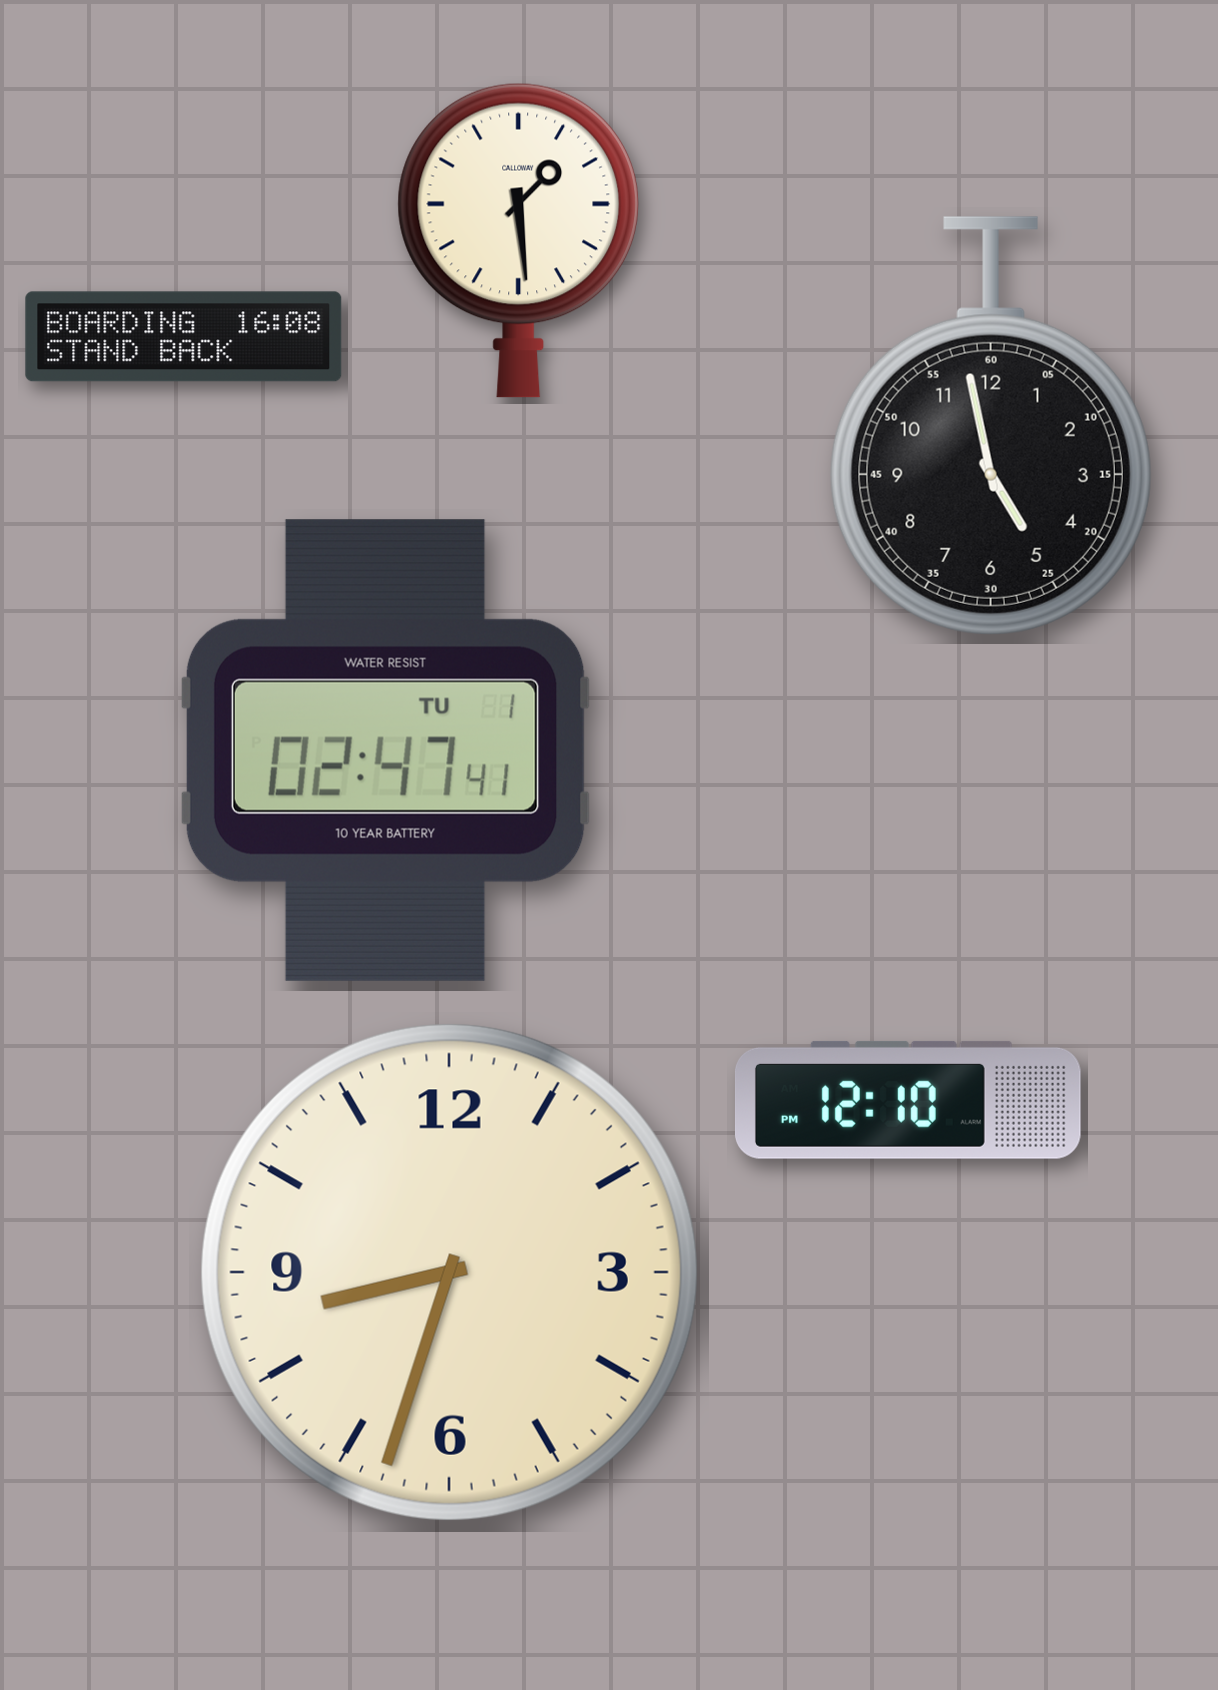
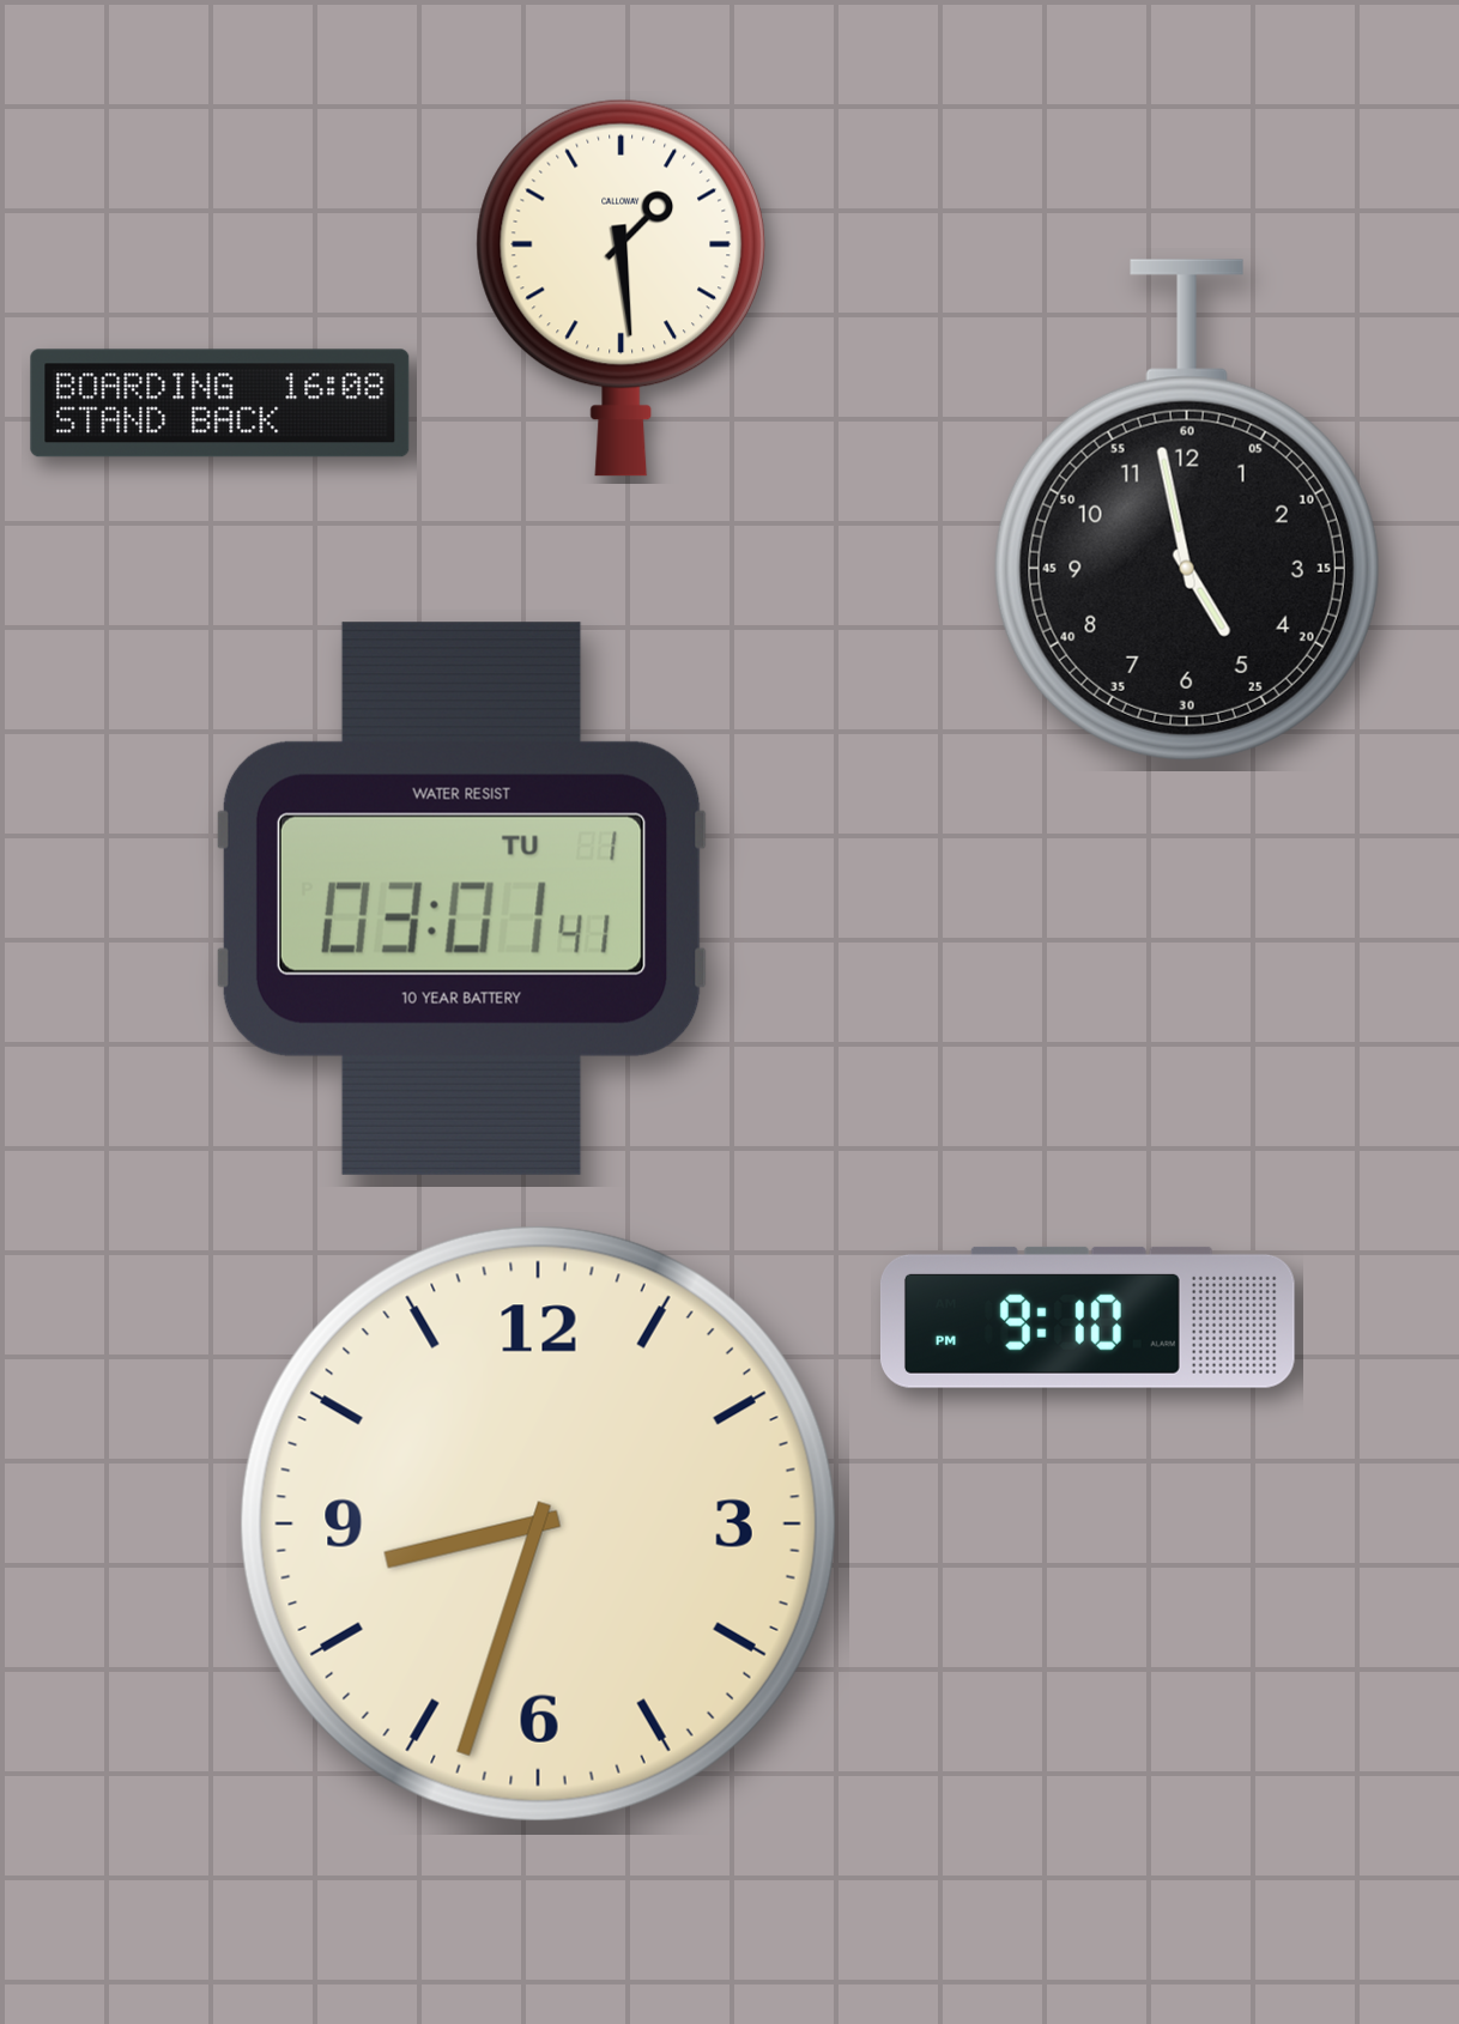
clock at (385, 750): 02:47 -> 03:01
clock at (908, 1100): 12:10 -> 9:10
